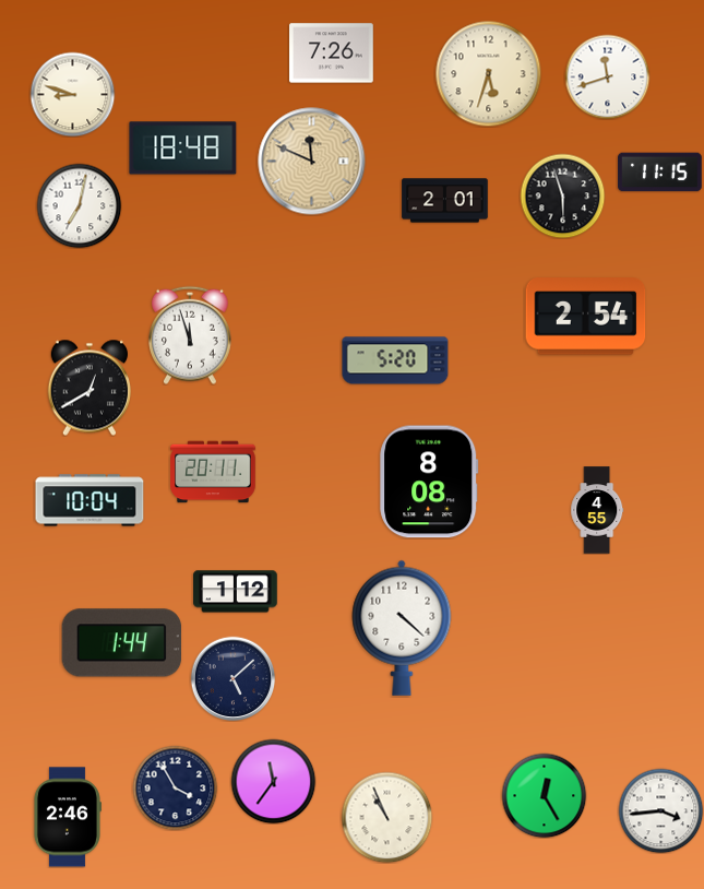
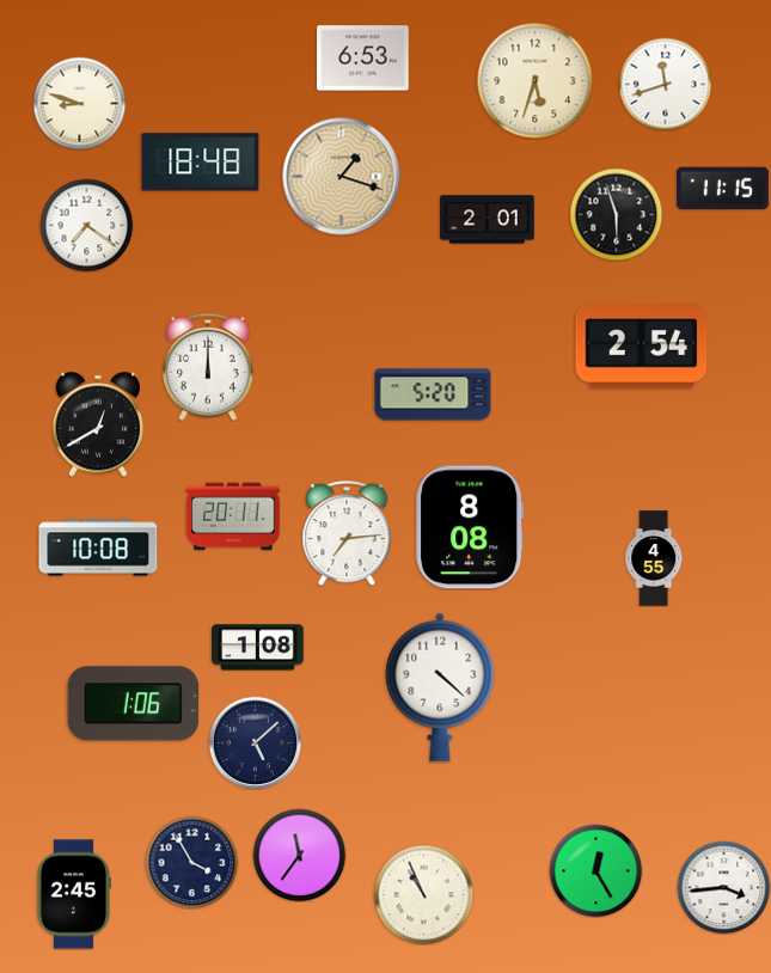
clock at (332, 54): 7:26 -> 6:53
clock at (312, 162): 11:49 -> 1:18
clock at (79, 205): 7:02 -> 7:21
clock at (191, 335): 11:57 -> 12:00
clock at (347, 533): none -> 7:14
clock at (90, 500): 10:04 -> 10:08
clock at (236, 592): 1:12 -> 1:08
clock at (122, 643): 1:44 -> 1:06
clock at (67, 817): 2:46 -> 2:45
